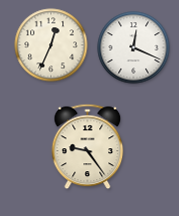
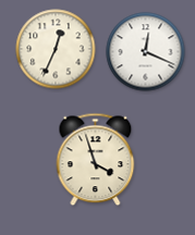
clock at (88, 147): 9:24 -> 3:57
